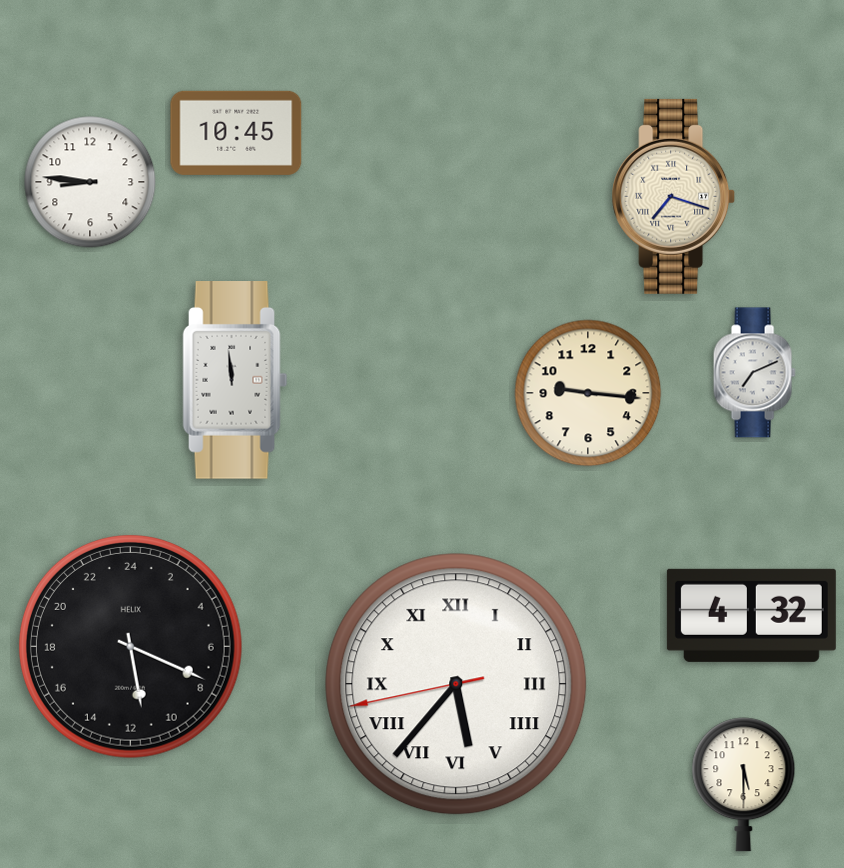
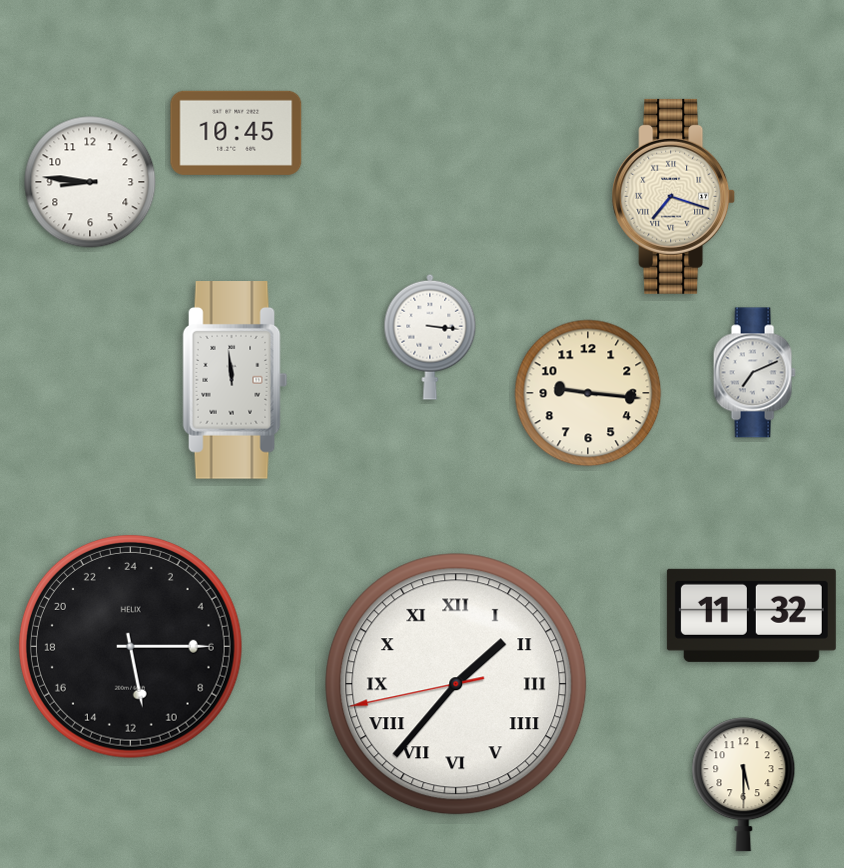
clock at (430, 337): none -> 3:16
clock at (751, 615): 4:32 -> 11:32
clock at (130, 646): 11:19 -> 11:15
clock at (456, 684): 5:36 -> 1:36
